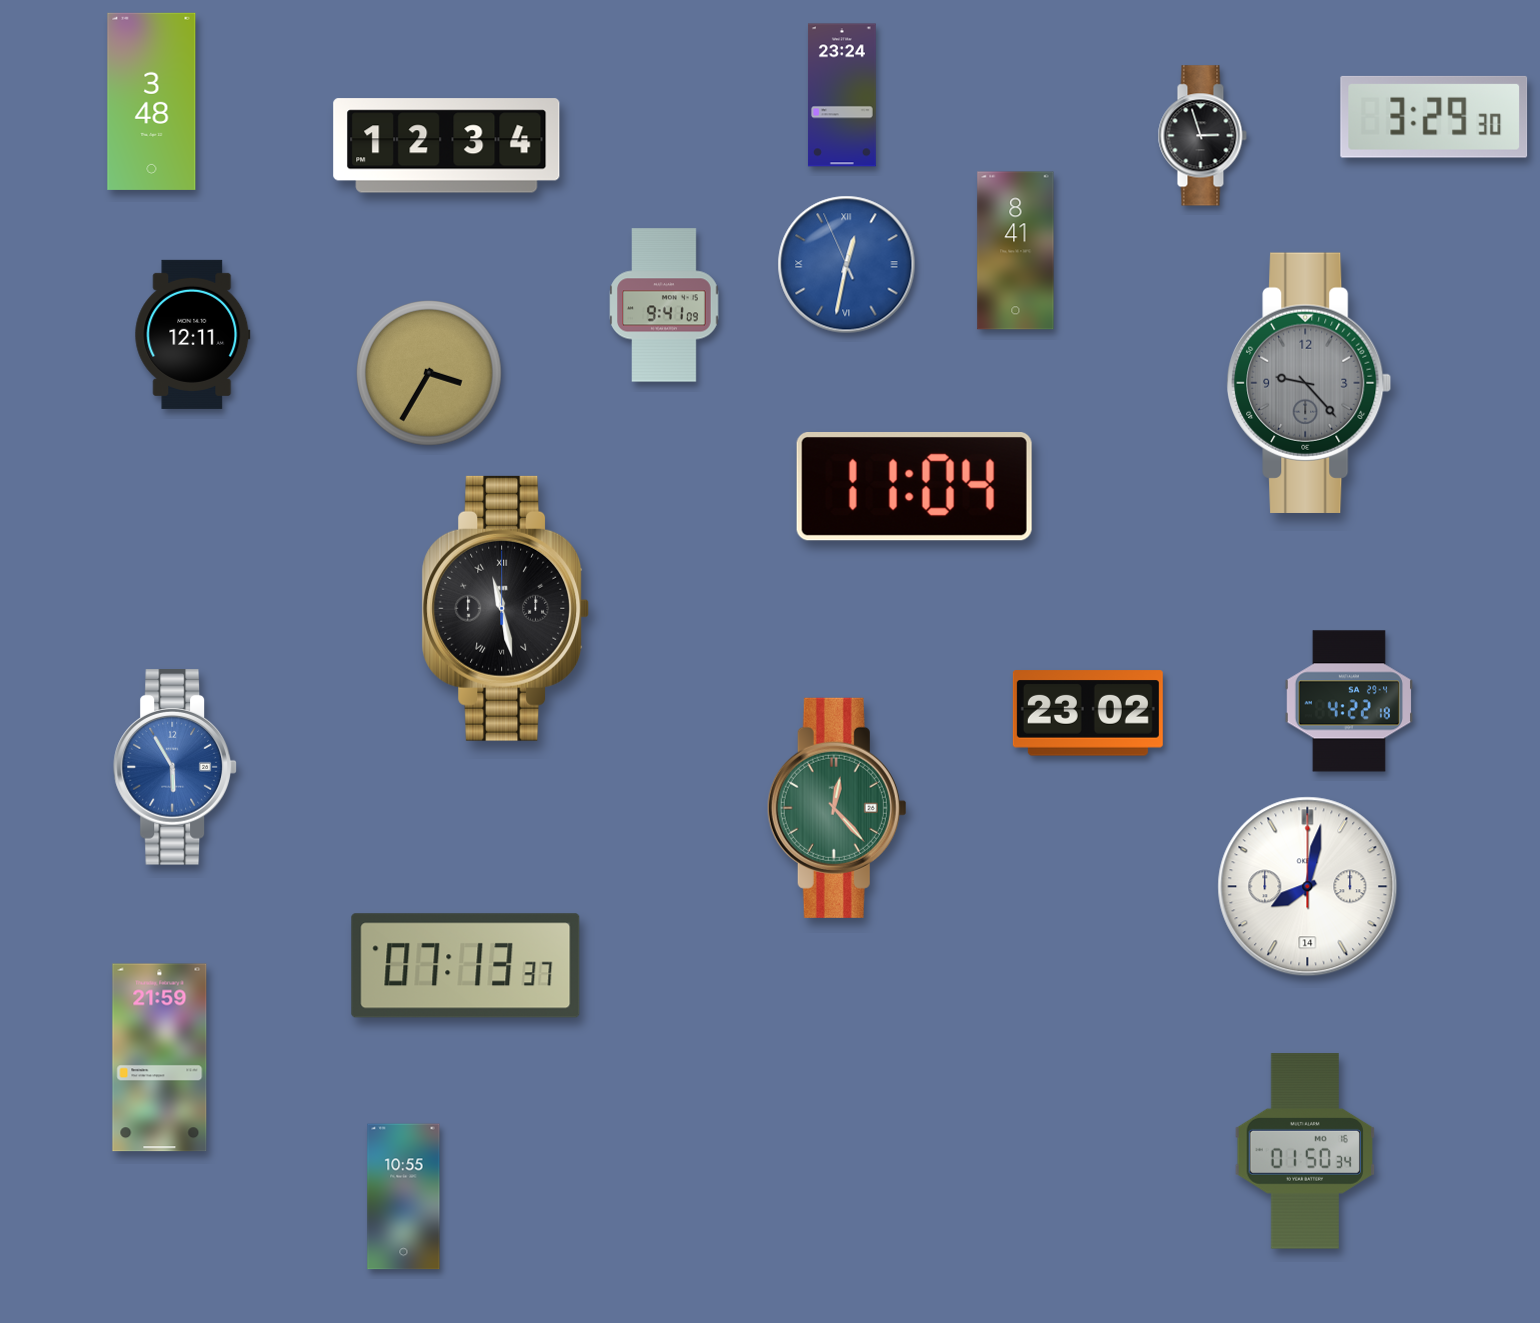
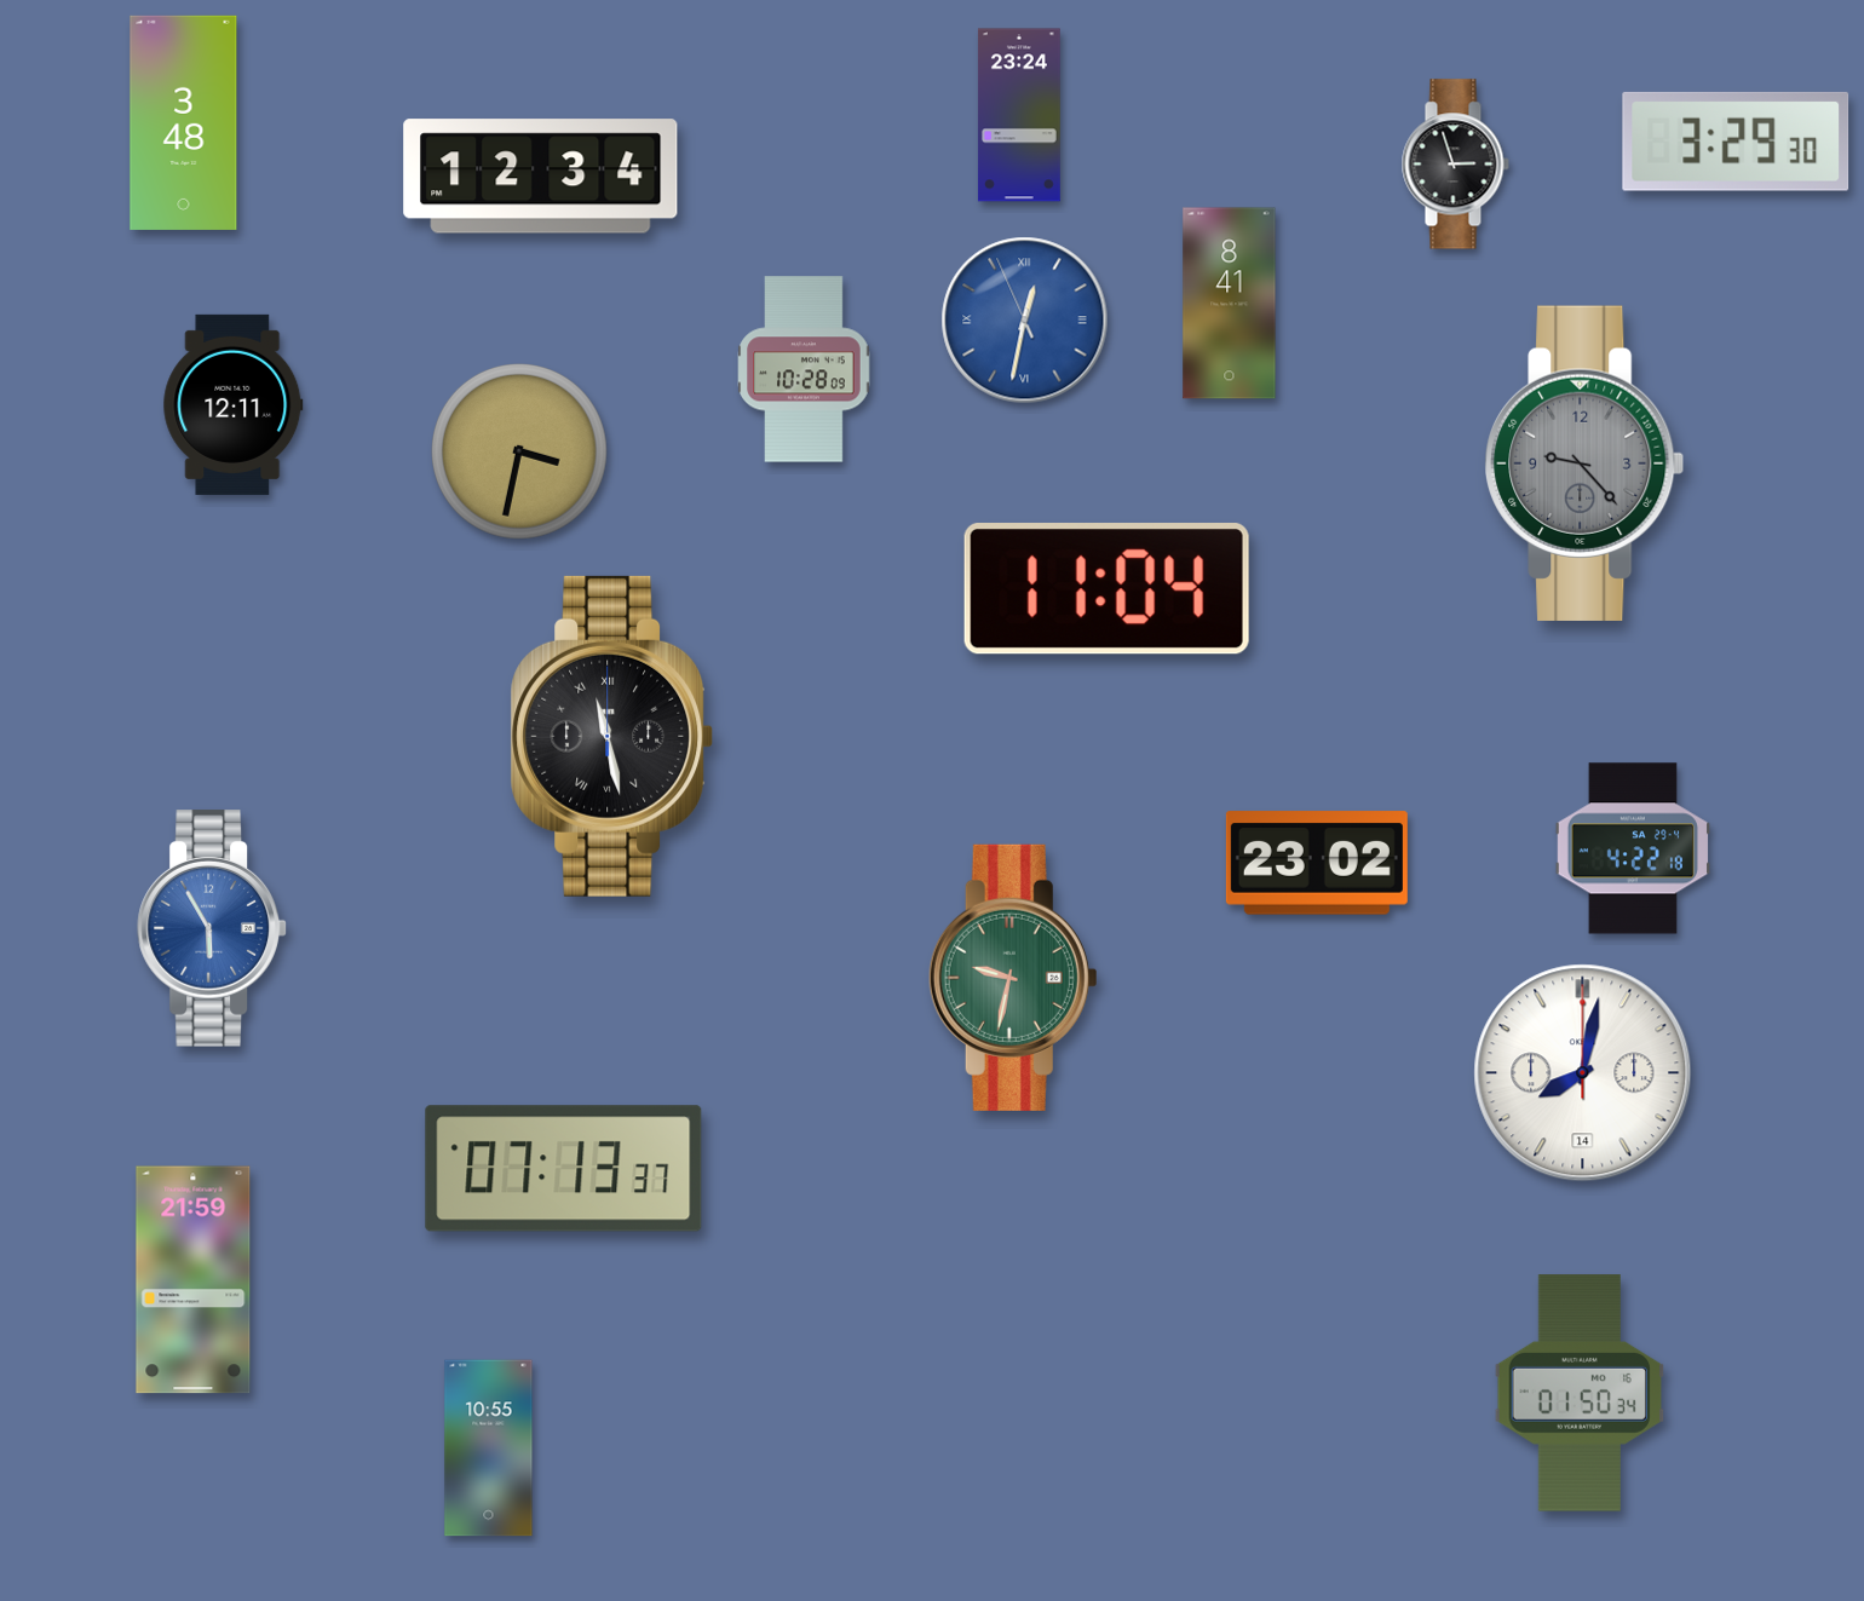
clock at (664, 305): 9:41 -> 10:28
clock at (430, 374): 3:35 -> 3:32
clock at (837, 808): 12:23 -> 9:32
